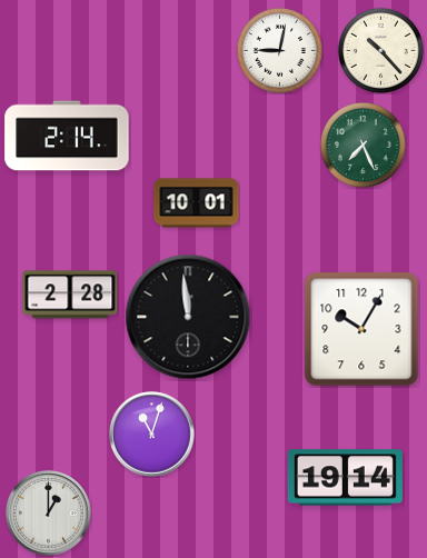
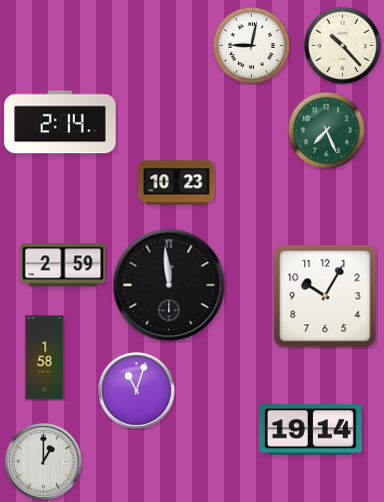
clock at (197, 203): 10:01 -> 10:23
clock at (70, 295): 2:28 -> 2:59
clock at (45, 358): none -> 1:58
